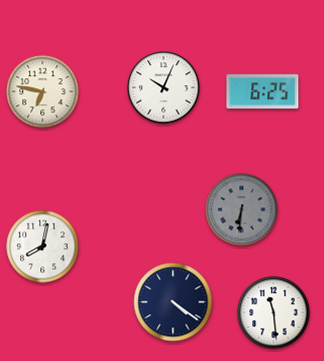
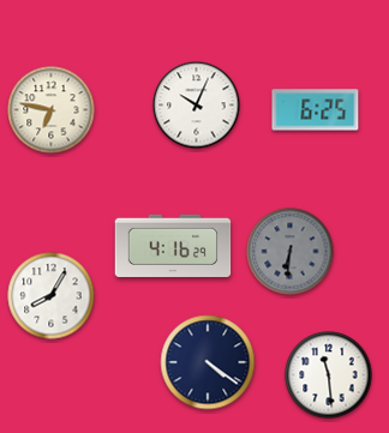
clock at (173, 246): none -> 4:16
clock at (43, 247): 8:02 -> 8:05
